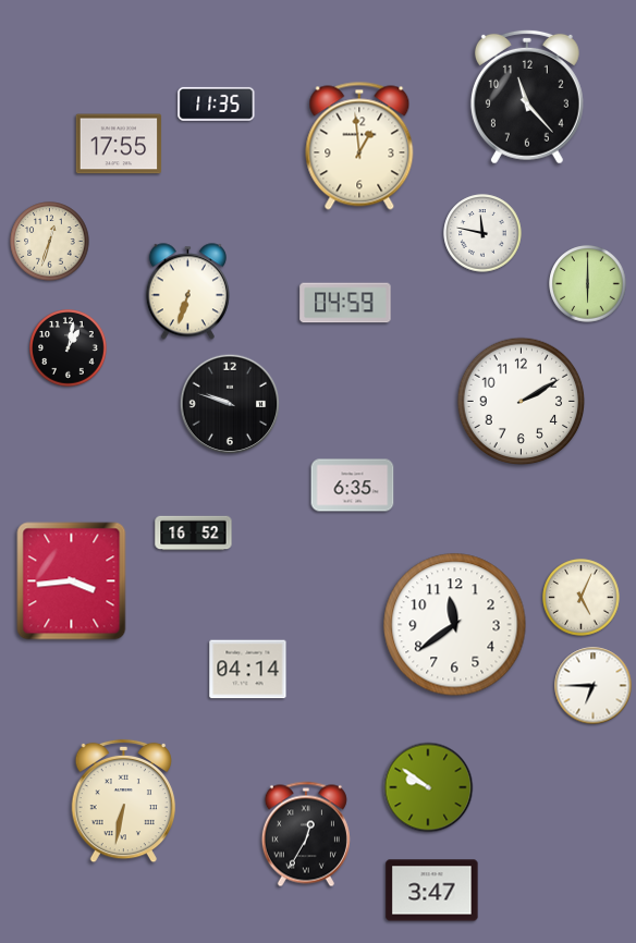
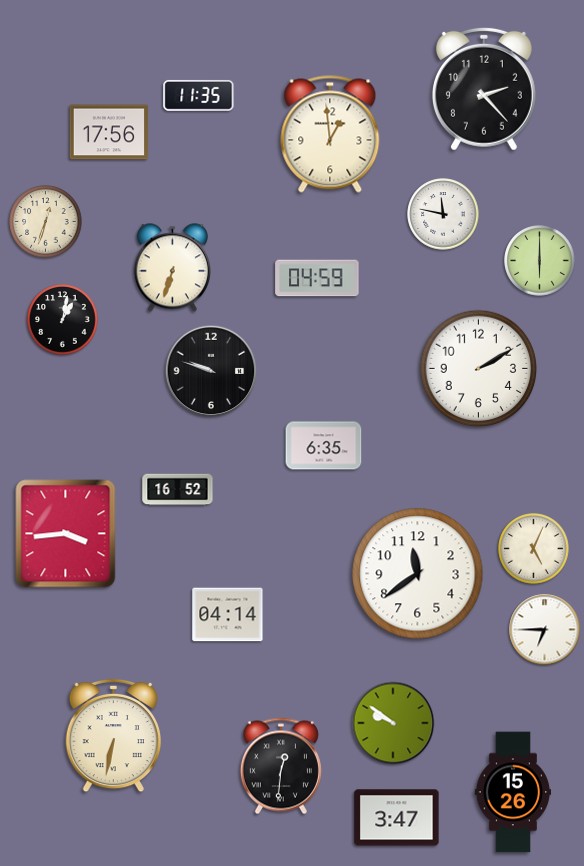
clock at (527, 97): 11:23 -> 2:23
clock at (119, 144): 17:55 -> 17:56
clock at (306, 834): 12:35 -> 12:31
clock at (513, 792): none -> 15:26
